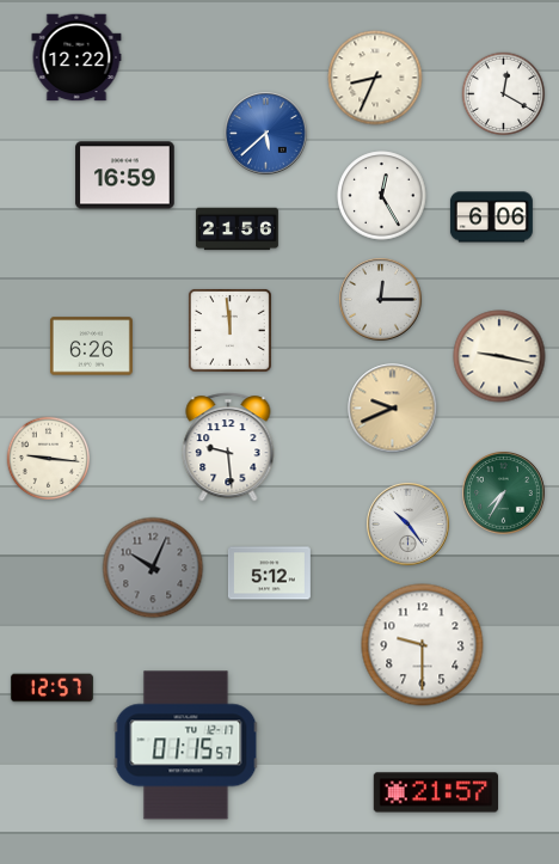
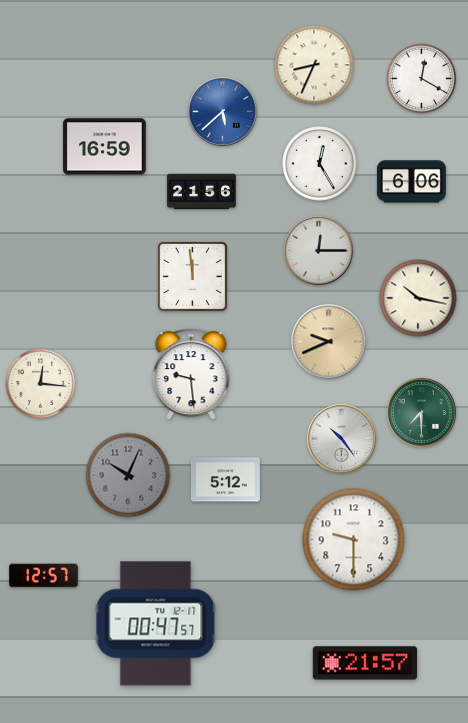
clock at (76, 57): 12:22 -> none
clock at (236, 229) position: (236, 229) -> (201, 192)
clock at (91, 347): 6:26 -> none
clock at (499, 356): 9:17 -> 10:17
clock at (49, 459): 9:16 -> 12:16
clock at (504, 494): 7:35 -> 7:30
clock at (186, 746): 01:15 -> 00:47
